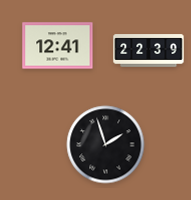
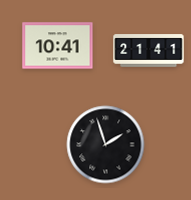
clock at (58, 46): 12:41 -> 10:41
clock at (149, 51): 22:39 -> 21:41
